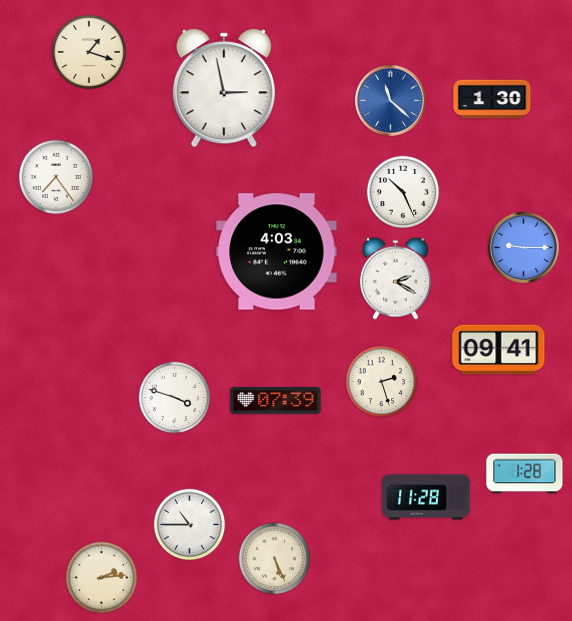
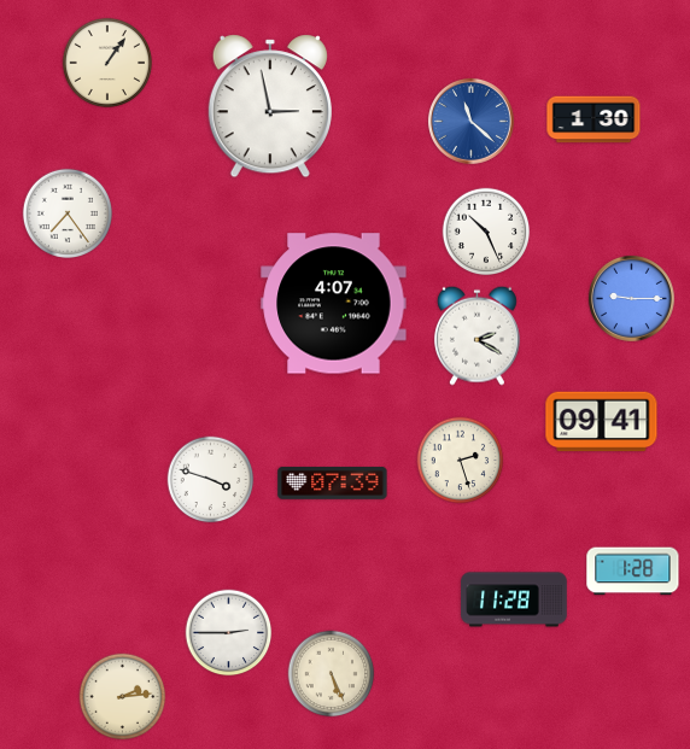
clock at (88, 51): 1:18 -> 1:06
clock at (277, 252): 4:03 -> 4:07
clock at (190, 525): 10:45 -> 2:45
